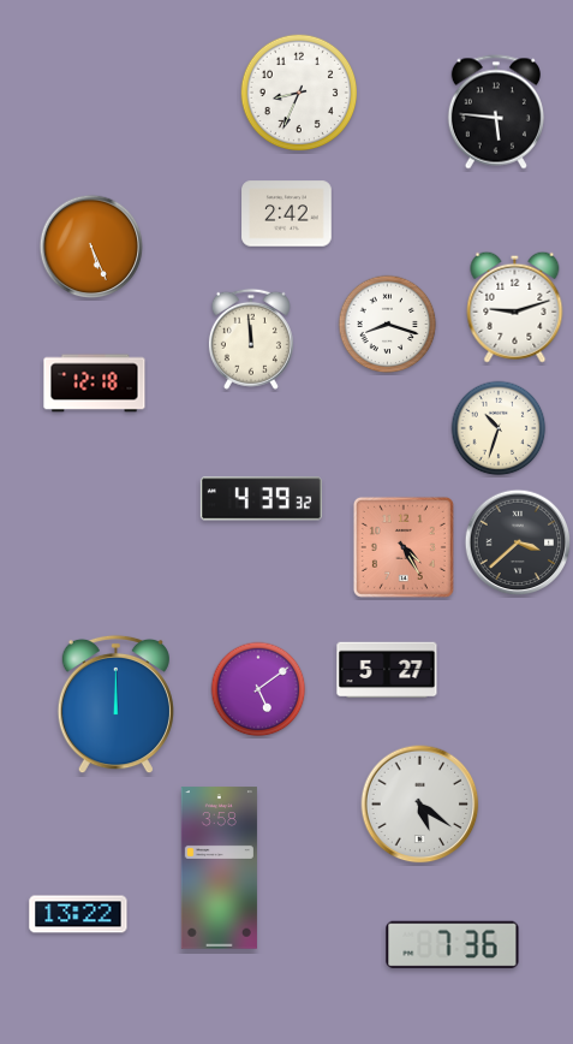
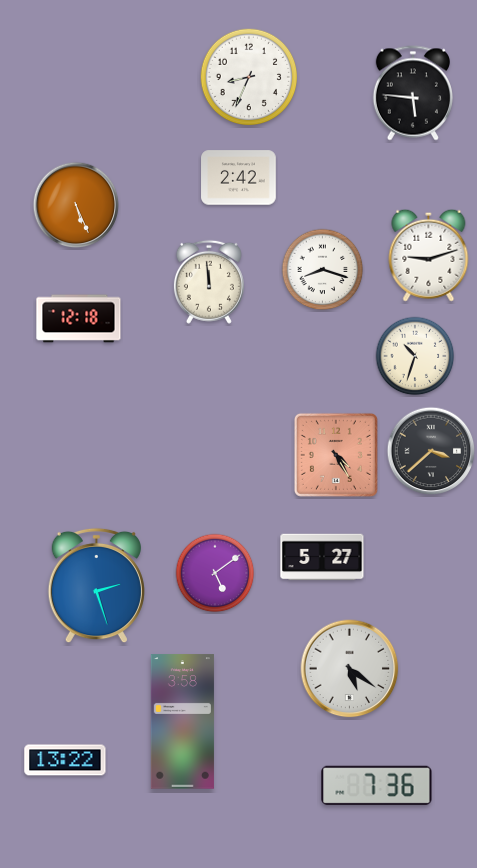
clock at (261, 499): 4:39 -> none
clock at (115, 705): 12:00 -> 2:27
